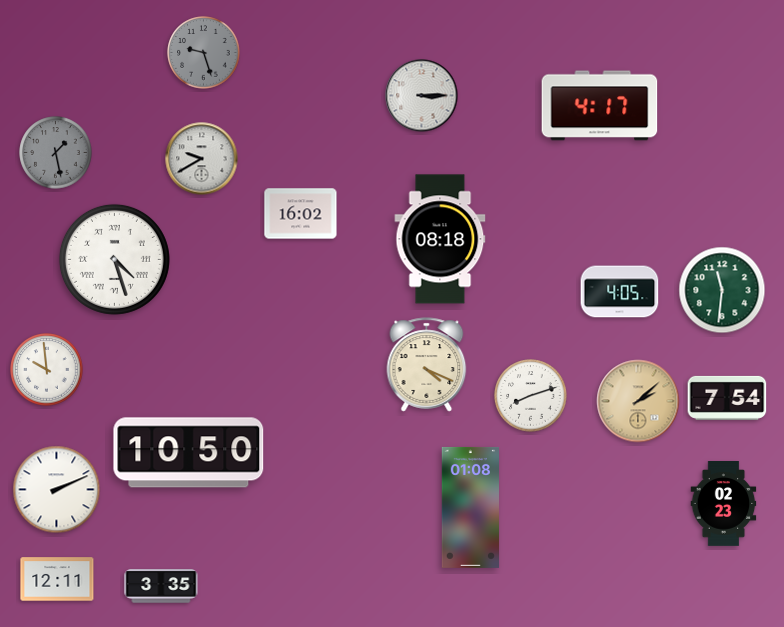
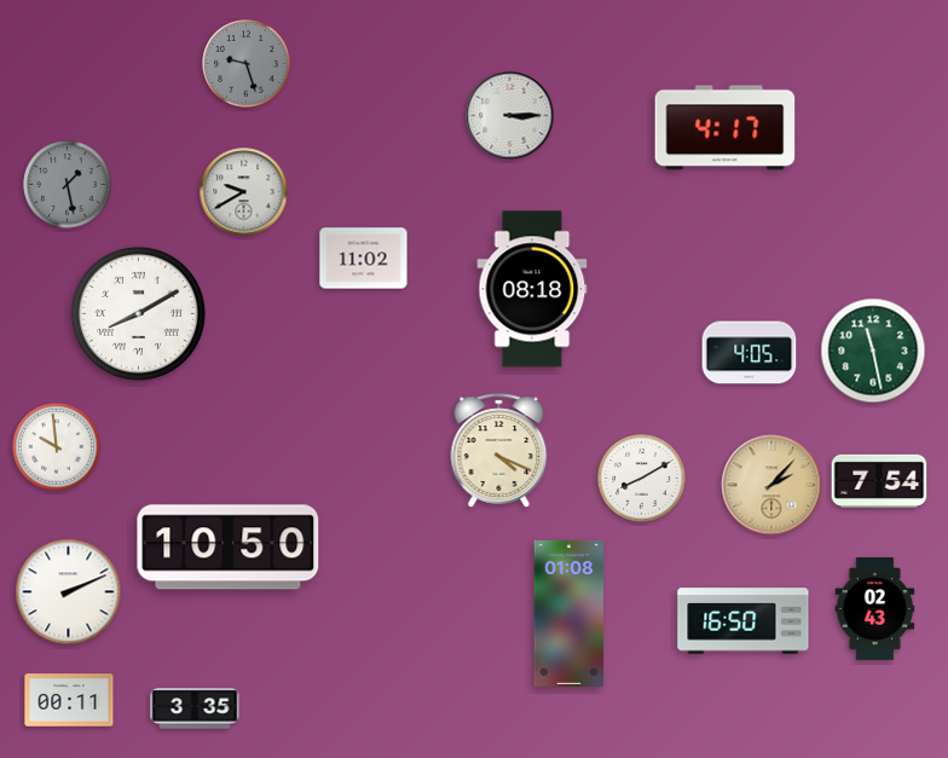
clock at (301, 214): 16:02 -> 11:02
clock at (114, 259): 4:27 -> 8:10
clock at (722, 290): 11:31 -> 11:28
clock at (427, 365) position: (427, 365) -> (499, 451)
clock at (531, 396): 8:12 -> 8:10
clock at (638, 401): 2:08 -> 2:07
clock at (724, 504): 02:23 -> 02:43
clock at (744, 621): none -> 16:50
clock at (57, 579): 12:11 -> 00:11
